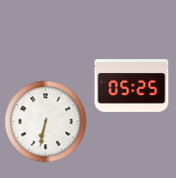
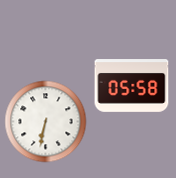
clock at (132, 86): 05:25 -> 05:58
